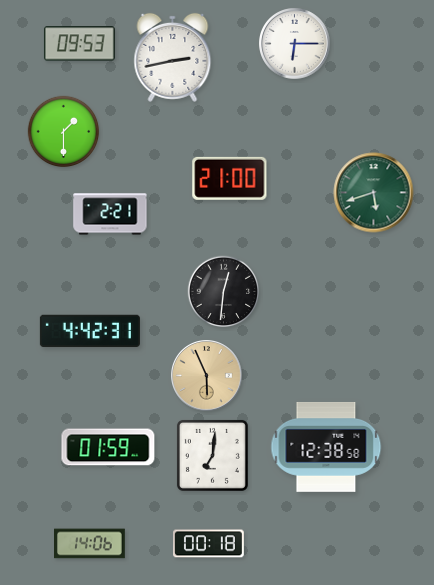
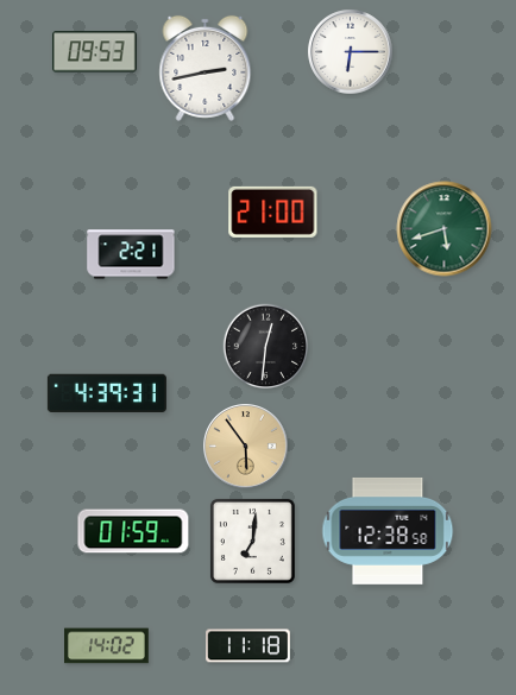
clock at (64, 132): 1:30 -> none
clock at (90, 331): 4:42 -> 4:39
clock at (207, 376): 5:56 -> 5:54
clock at (108, 447) position: (108, 447) -> (133, 531)
clock at (90, 544): 14:06 -> 14:02
clock at (209, 544): 00:18 -> 11:18
